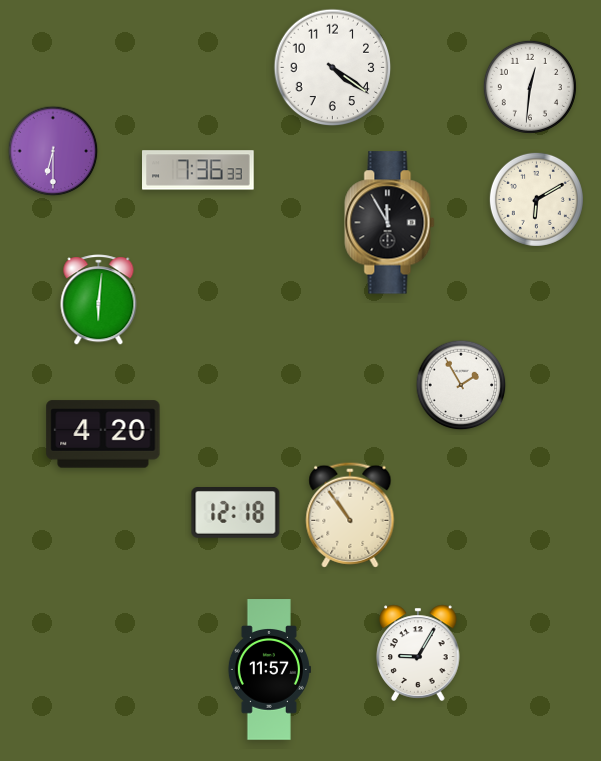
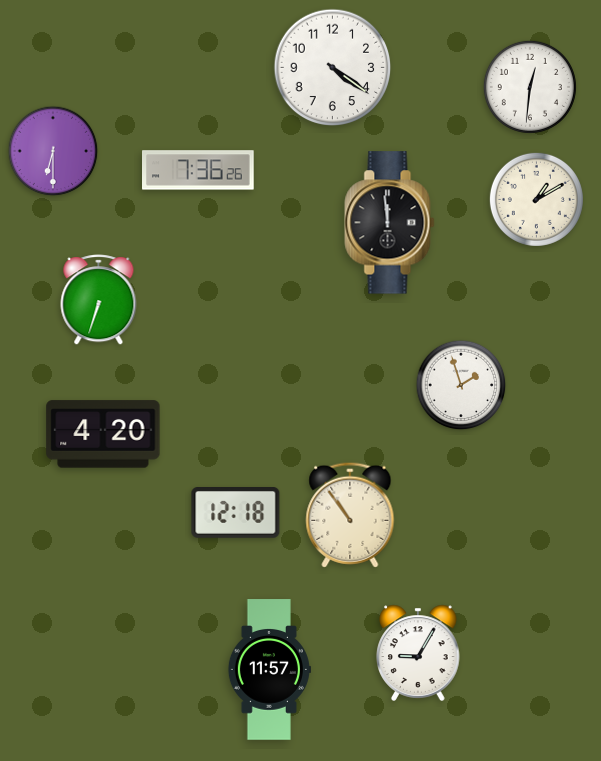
clock at (198, 170): 7:36:33 -> 7:36:26
clock at (536, 199): 6:10 -> 1:10
clock at (390, 223): 11:55 -> 11:59
clock at (99, 300): 6:01 -> 6:33
clock at (461, 385): 1:55 -> 1:57
